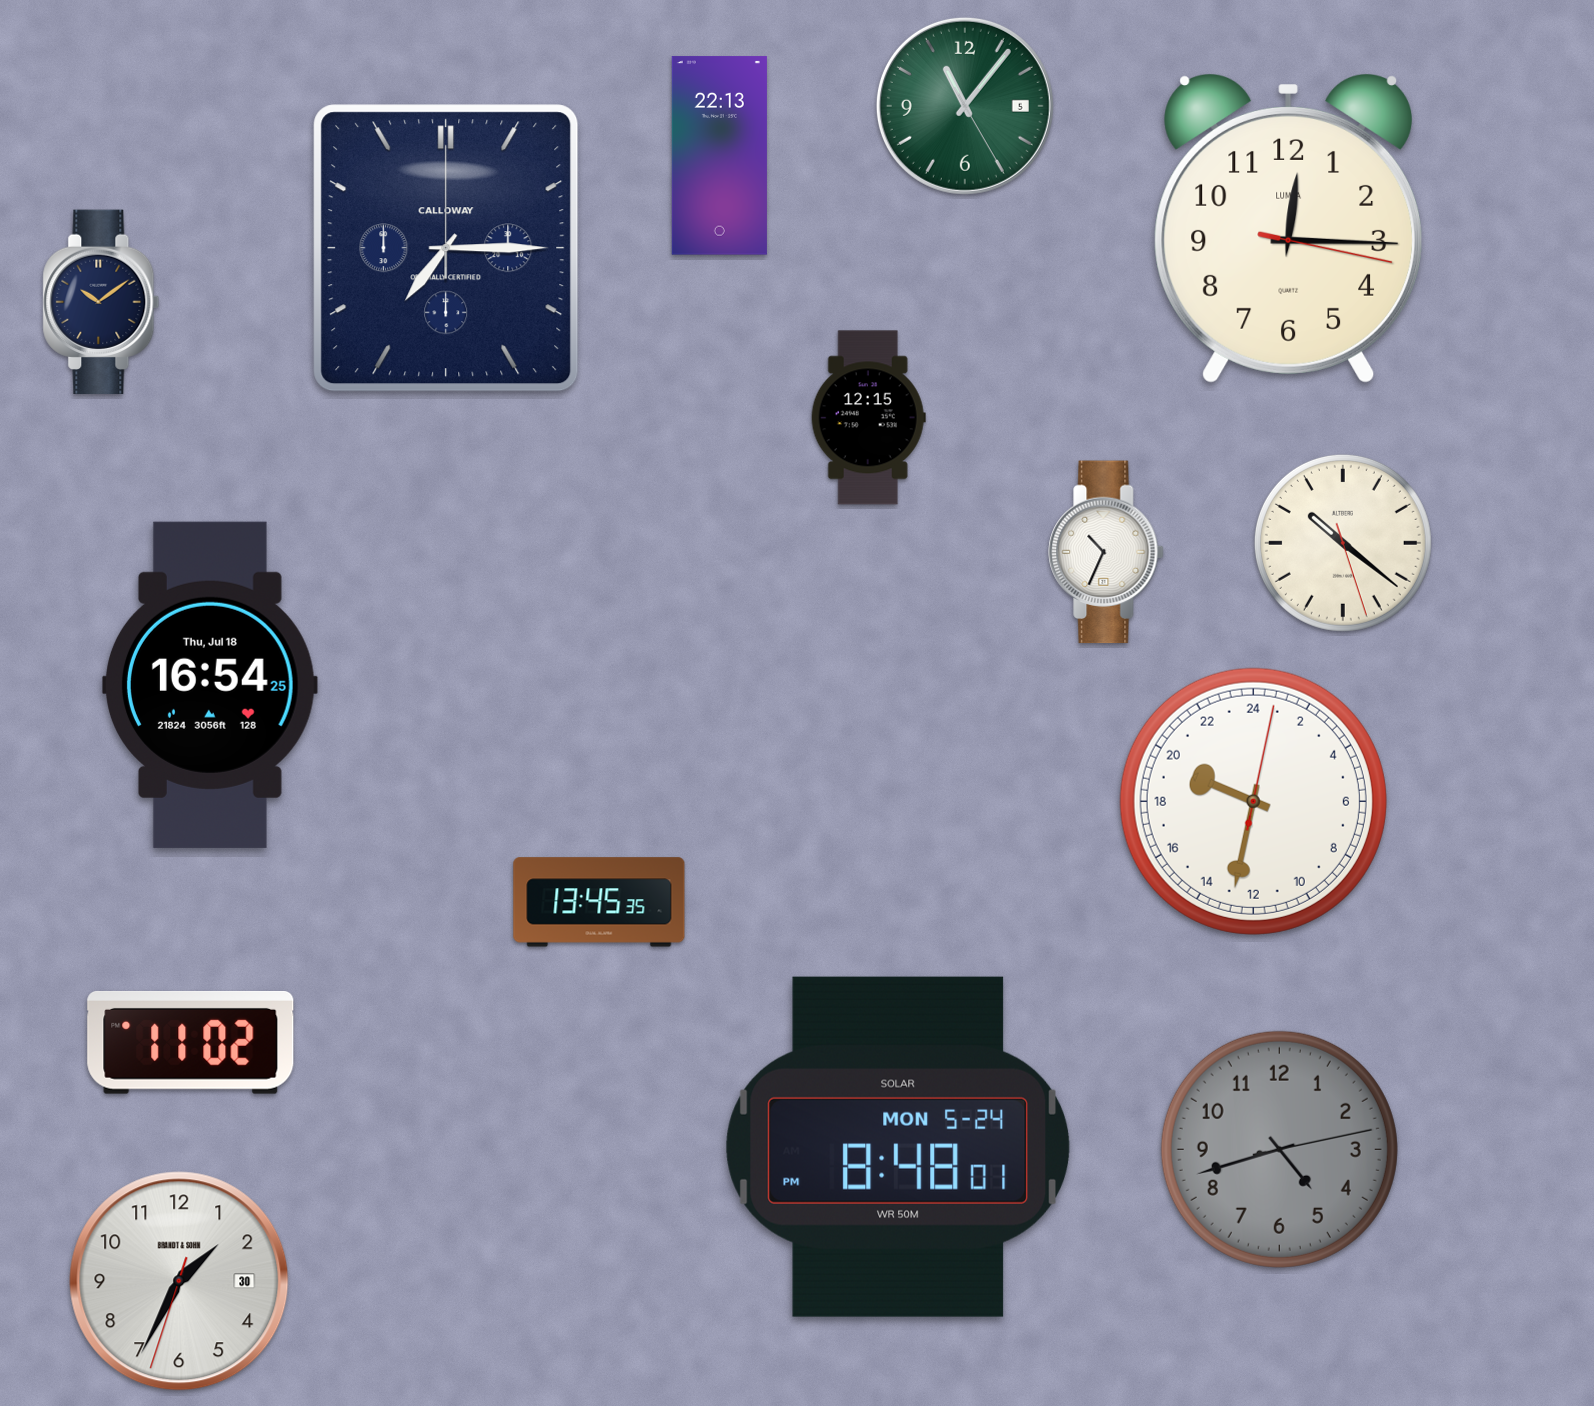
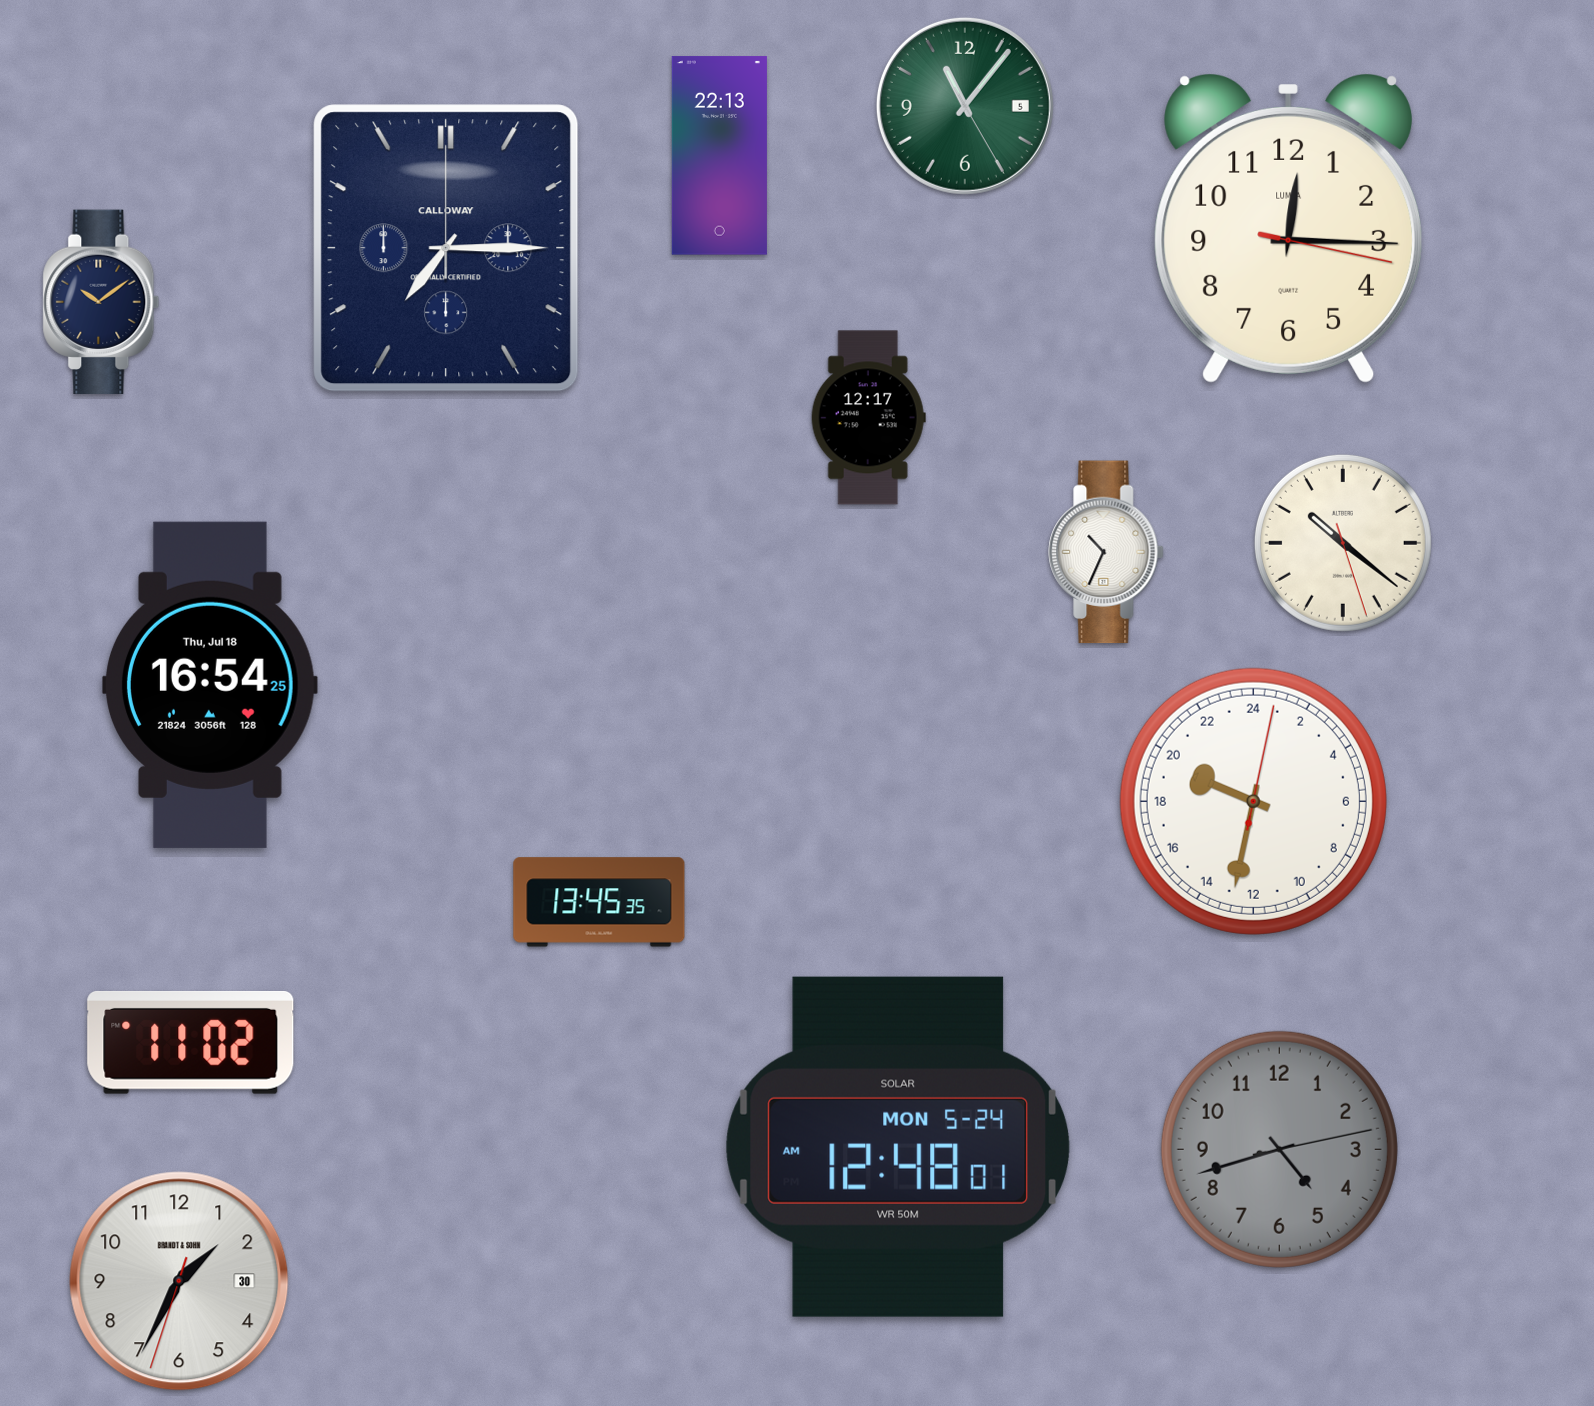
clock at (868, 418): 12:15 -> 12:17
clock at (898, 1147): 8:48 -> 12:48
